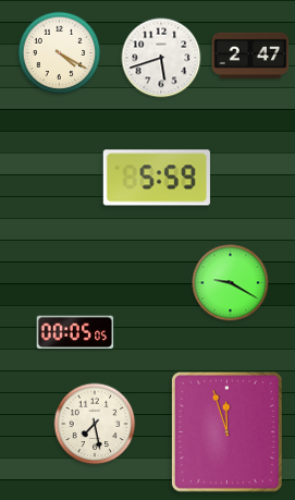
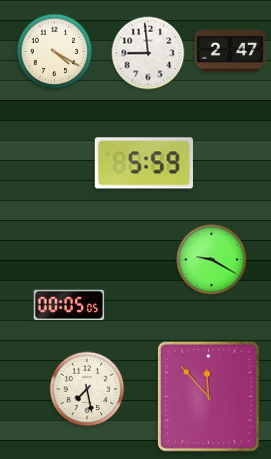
clock at (60, 53) position: (60, 53) -> (55, 52)
clock at (161, 58): 5:42 -> 8:59
clock at (226, 431): 11:57 -> 11:53
